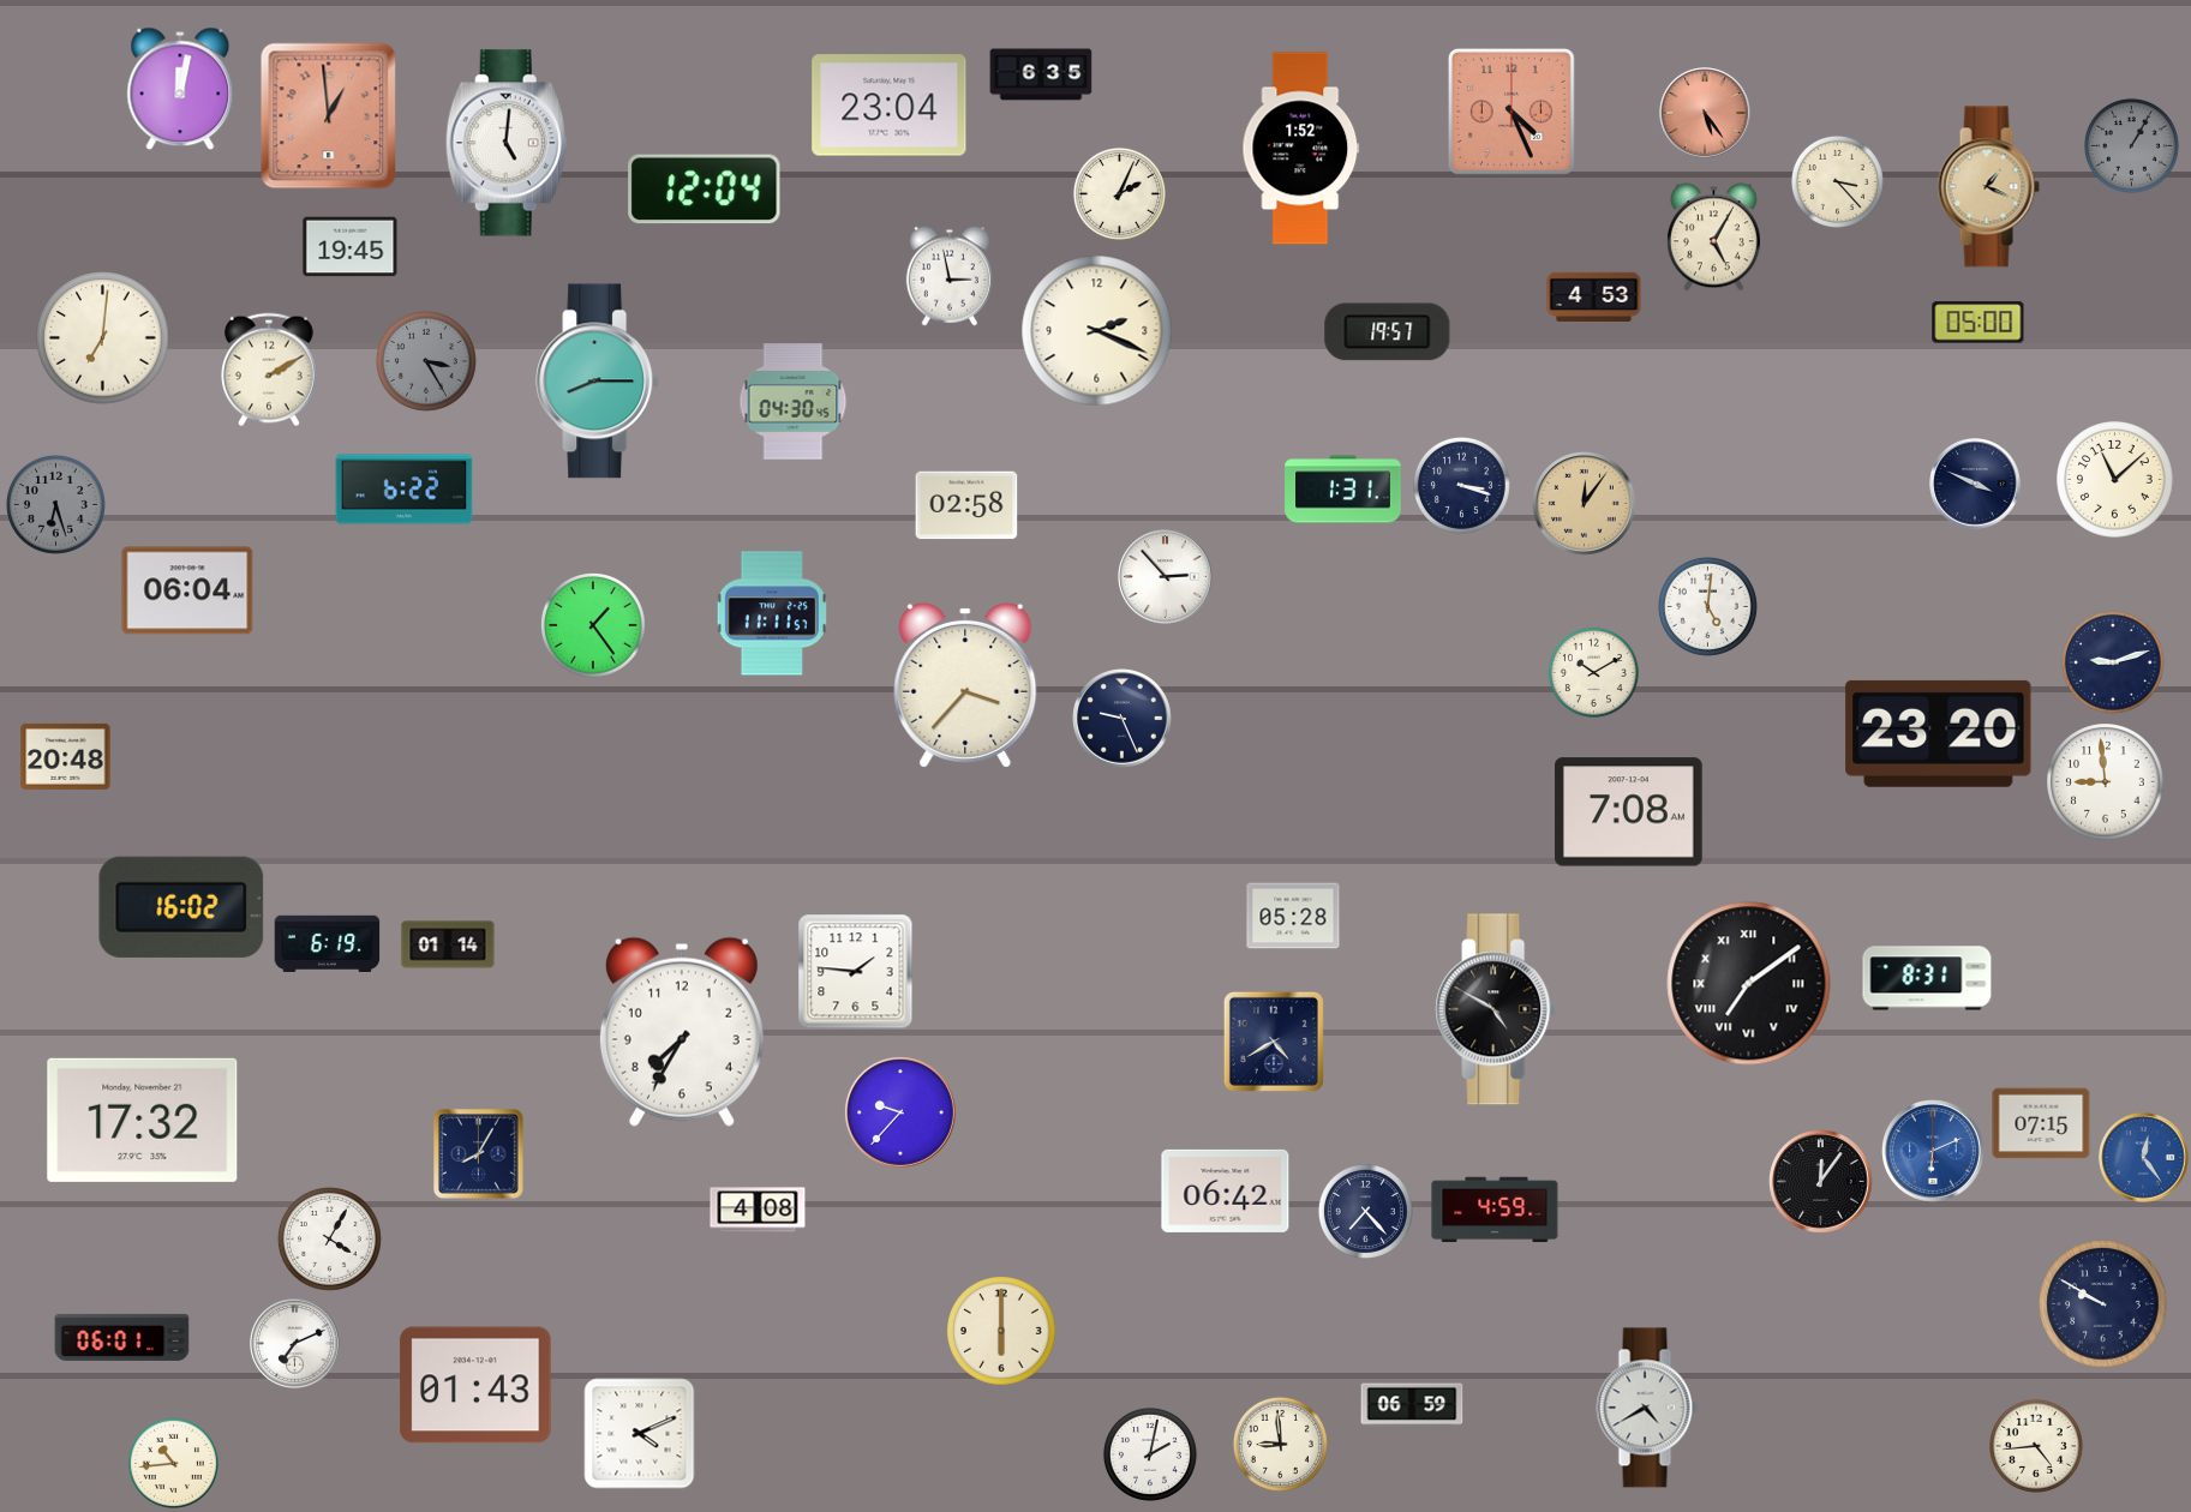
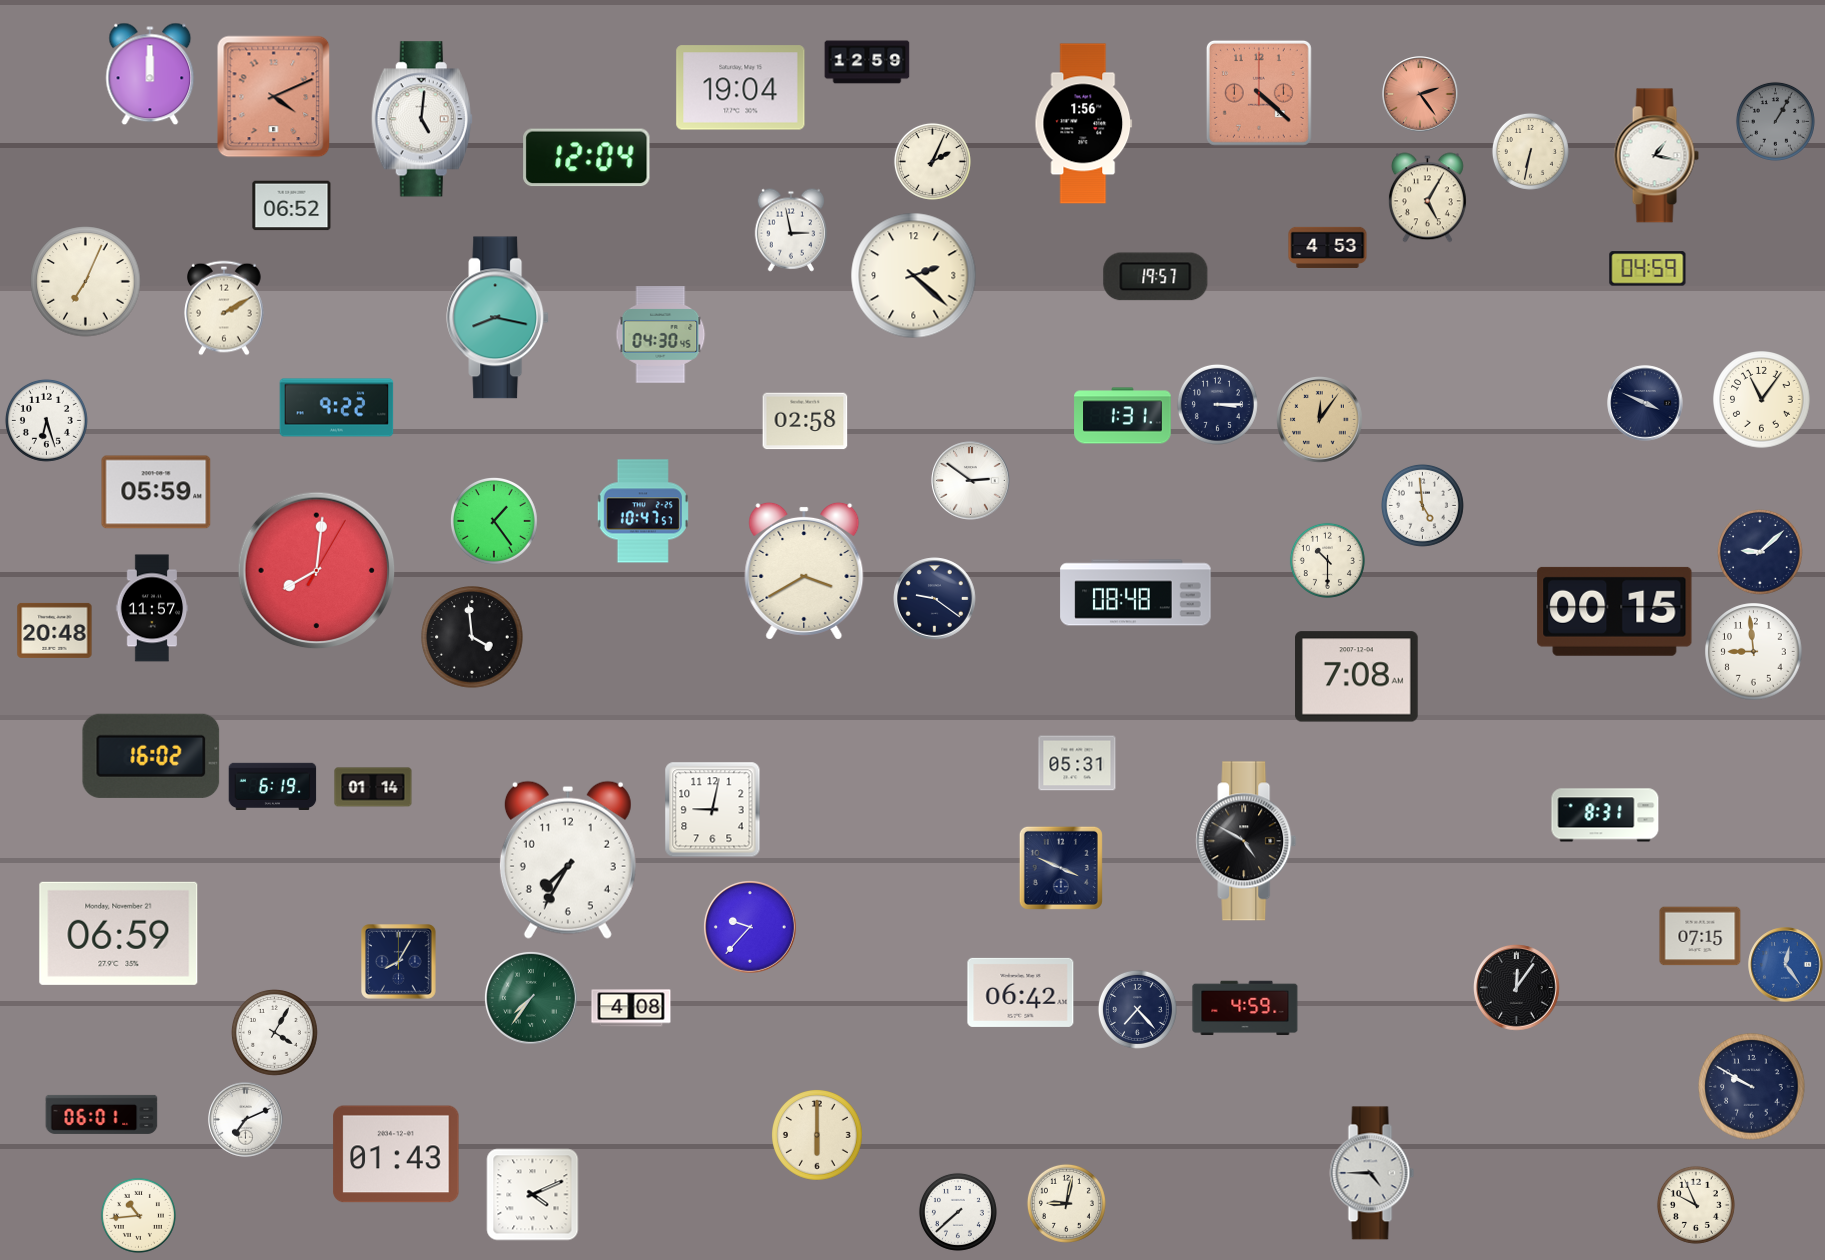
clock at (1041, 74): 6:35 -> 12:59
clock at (180, 89): 12:02 -> 12:00
clock at (890, 106): 23:04 -> 19:04
clock at (1511, 112): 4:26 -> 4:22
clock at (1705, 113): 5:24 -> 2:24
clock at (329, 116): 12:59 -> 4:11
clock at (1301, 149): 1:52 -> 1:56
clock at (1837, 181): 3:23 -> 6:32
clock at (1988, 187): 1:19 -> 1:17
clock at (1988, 187) dial: champagne -> white
clock at (351, 247): 19:45 -> 06:52
clock at (1979, 323): 05:00 -> 04:59
clock at (1097, 331): 2:19 -> 2:22
clock at (103, 338): 7:01 -> 7:04
clock at (426, 361): 3:25 -> none
clock at (598, 382): 8:15 -> 8:17
clock at (2115, 480): 11:08 -> 11:06
clock at (1461, 485): 3:18 -> 3:15
clock at (405, 490): 6:22 -> 9:22
clock at (1343, 490) position: (1343, 490) -> (1123, 416)
clock at (55, 504) dial: grey -> white
clock at (1166, 577): 2:53 -> 2:51
clock at (187, 590): 06:04 -> 05:59
clock at (1707, 606): 5:01 -> 4:59
clock at (772, 613): 11:11 -> 10:47
clock at (2113, 662): 9:12 -> 9:08
clock at (1593, 672): 10:10 -> 10:30
clock at (317, 571): none -> 8:01
clock at (965, 685): 3:37 -> 3:40
clock at (1136, 593): none -> 08:48
clock at (1123, 719): 9:26 -> 9:21
clock at (152, 608): none -> 11:57
clock at (1939, 733): 23:20 -> 00:15
clock at (472, 637): none -> 3:59
clock at (1293, 916): 05:28 -> 05:31
clock at (856, 972): 1:46 -> 9:02
clock at (1749, 984): 7:09 -> none
clock at (1274, 1042): 4:40 -> 3:49
clock at (143, 1120): 17:32 -> 06:59
clock at (1933, 1151): 6:11 -> none
clock at (1821, 1182) position: (1821, 1182) -> (1517, 988)
clock at (531, 998): none -> 7:36
clock at (1002, 1332) position: (1002, 1332) -> (818, 1136)
clock at (1412, 1405): 06:59 -> none
clock at (1647, 1408): 4:40 -> 4:45
clock at (1280, 1444): 8:59 -> 9:02
clock at (2036, 1446): 4:44 -> 9:56
clock at (1150, 1454): 2:02 -> 7:38
clock at (173, 1463) position: (173, 1463) -> (138, 1215)
